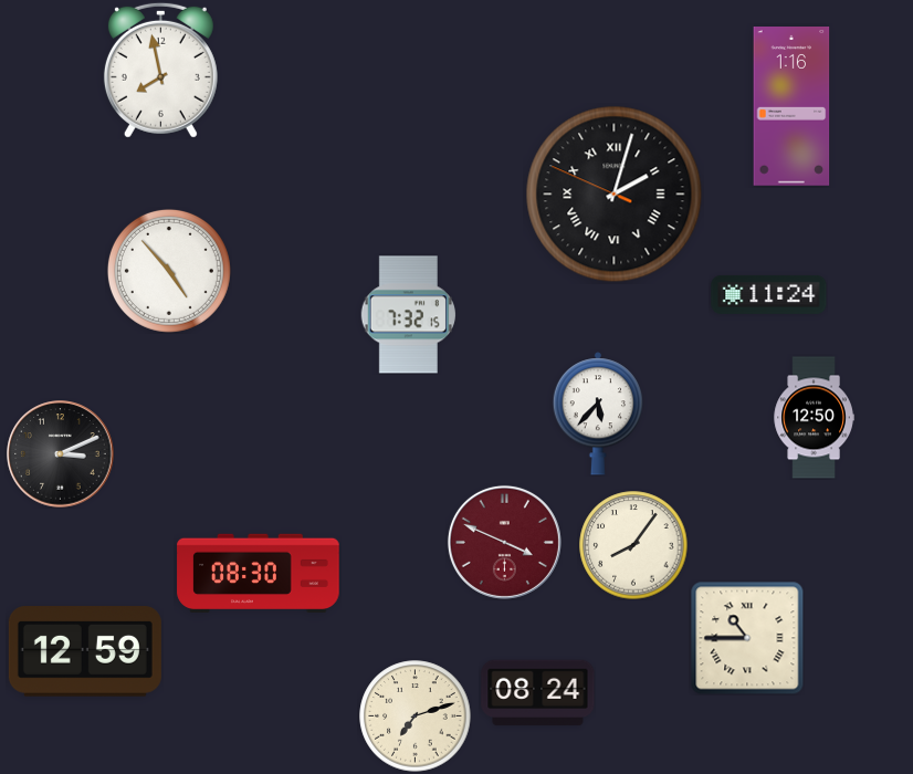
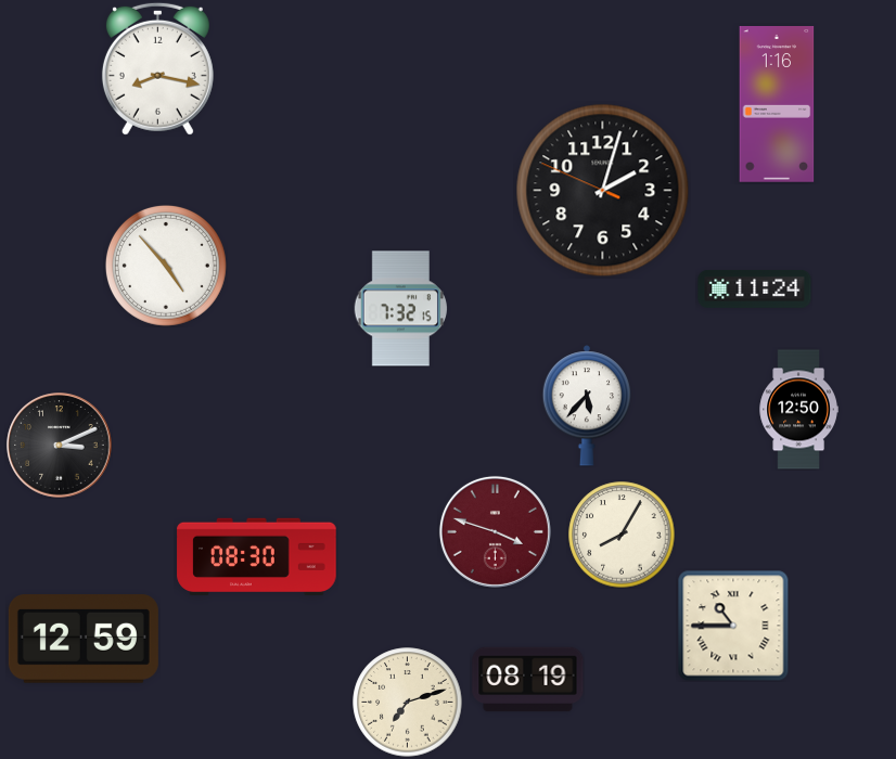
clock at (160, 70): 7:58 -> 8:17
clock at (615, 195) numerals: Roman -> Arabic
clock at (504, 542): 3:49 -> 3:48
clock at (633, 545): 8:06 -> 8:05
clock at (259, 573) position: (259, 573) -> (257, 556)
clock at (538, 693): 08:24 -> 08:19
